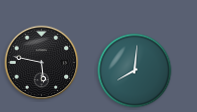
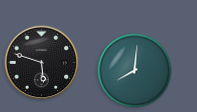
clock at (42, 63): 5:47 -> 5:48
